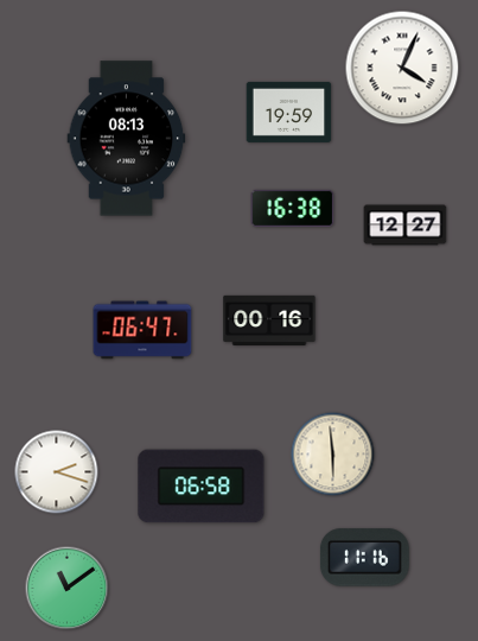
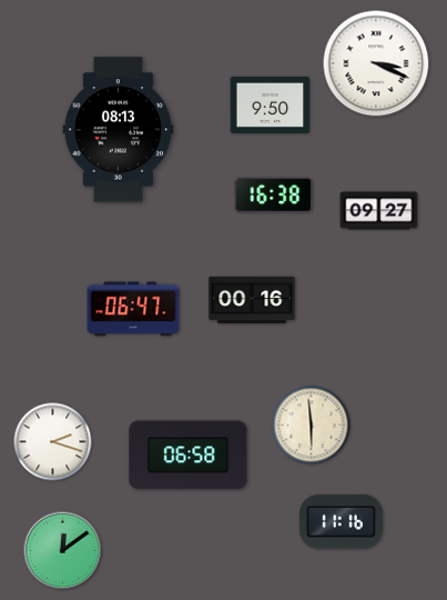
clock at (402, 68): 4:04 -> 3:19
clock at (289, 112): 19:59 -> 9:50
clock at (406, 226): 12:27 -> 09:27
clock at (68, 589): 11:09 -> 12:09
